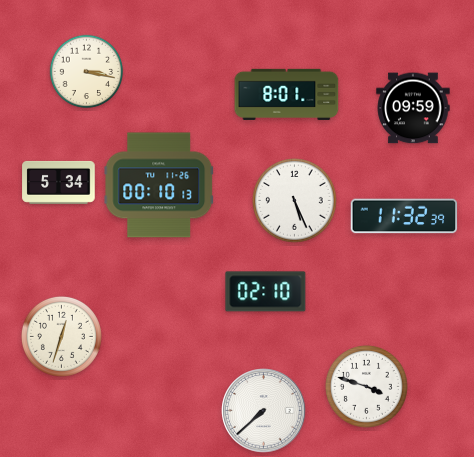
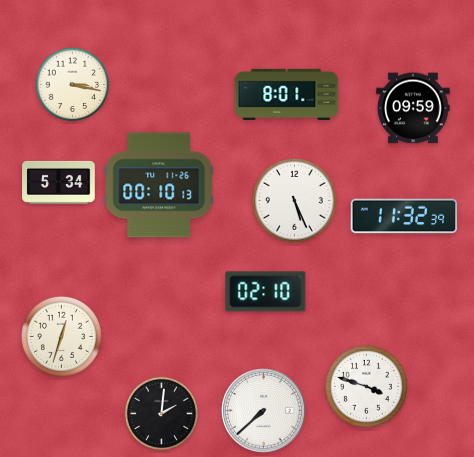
clock at (87, 72) position: (87, 72) -> (73, 85)
clock at (162, 414): none -> 2:01
